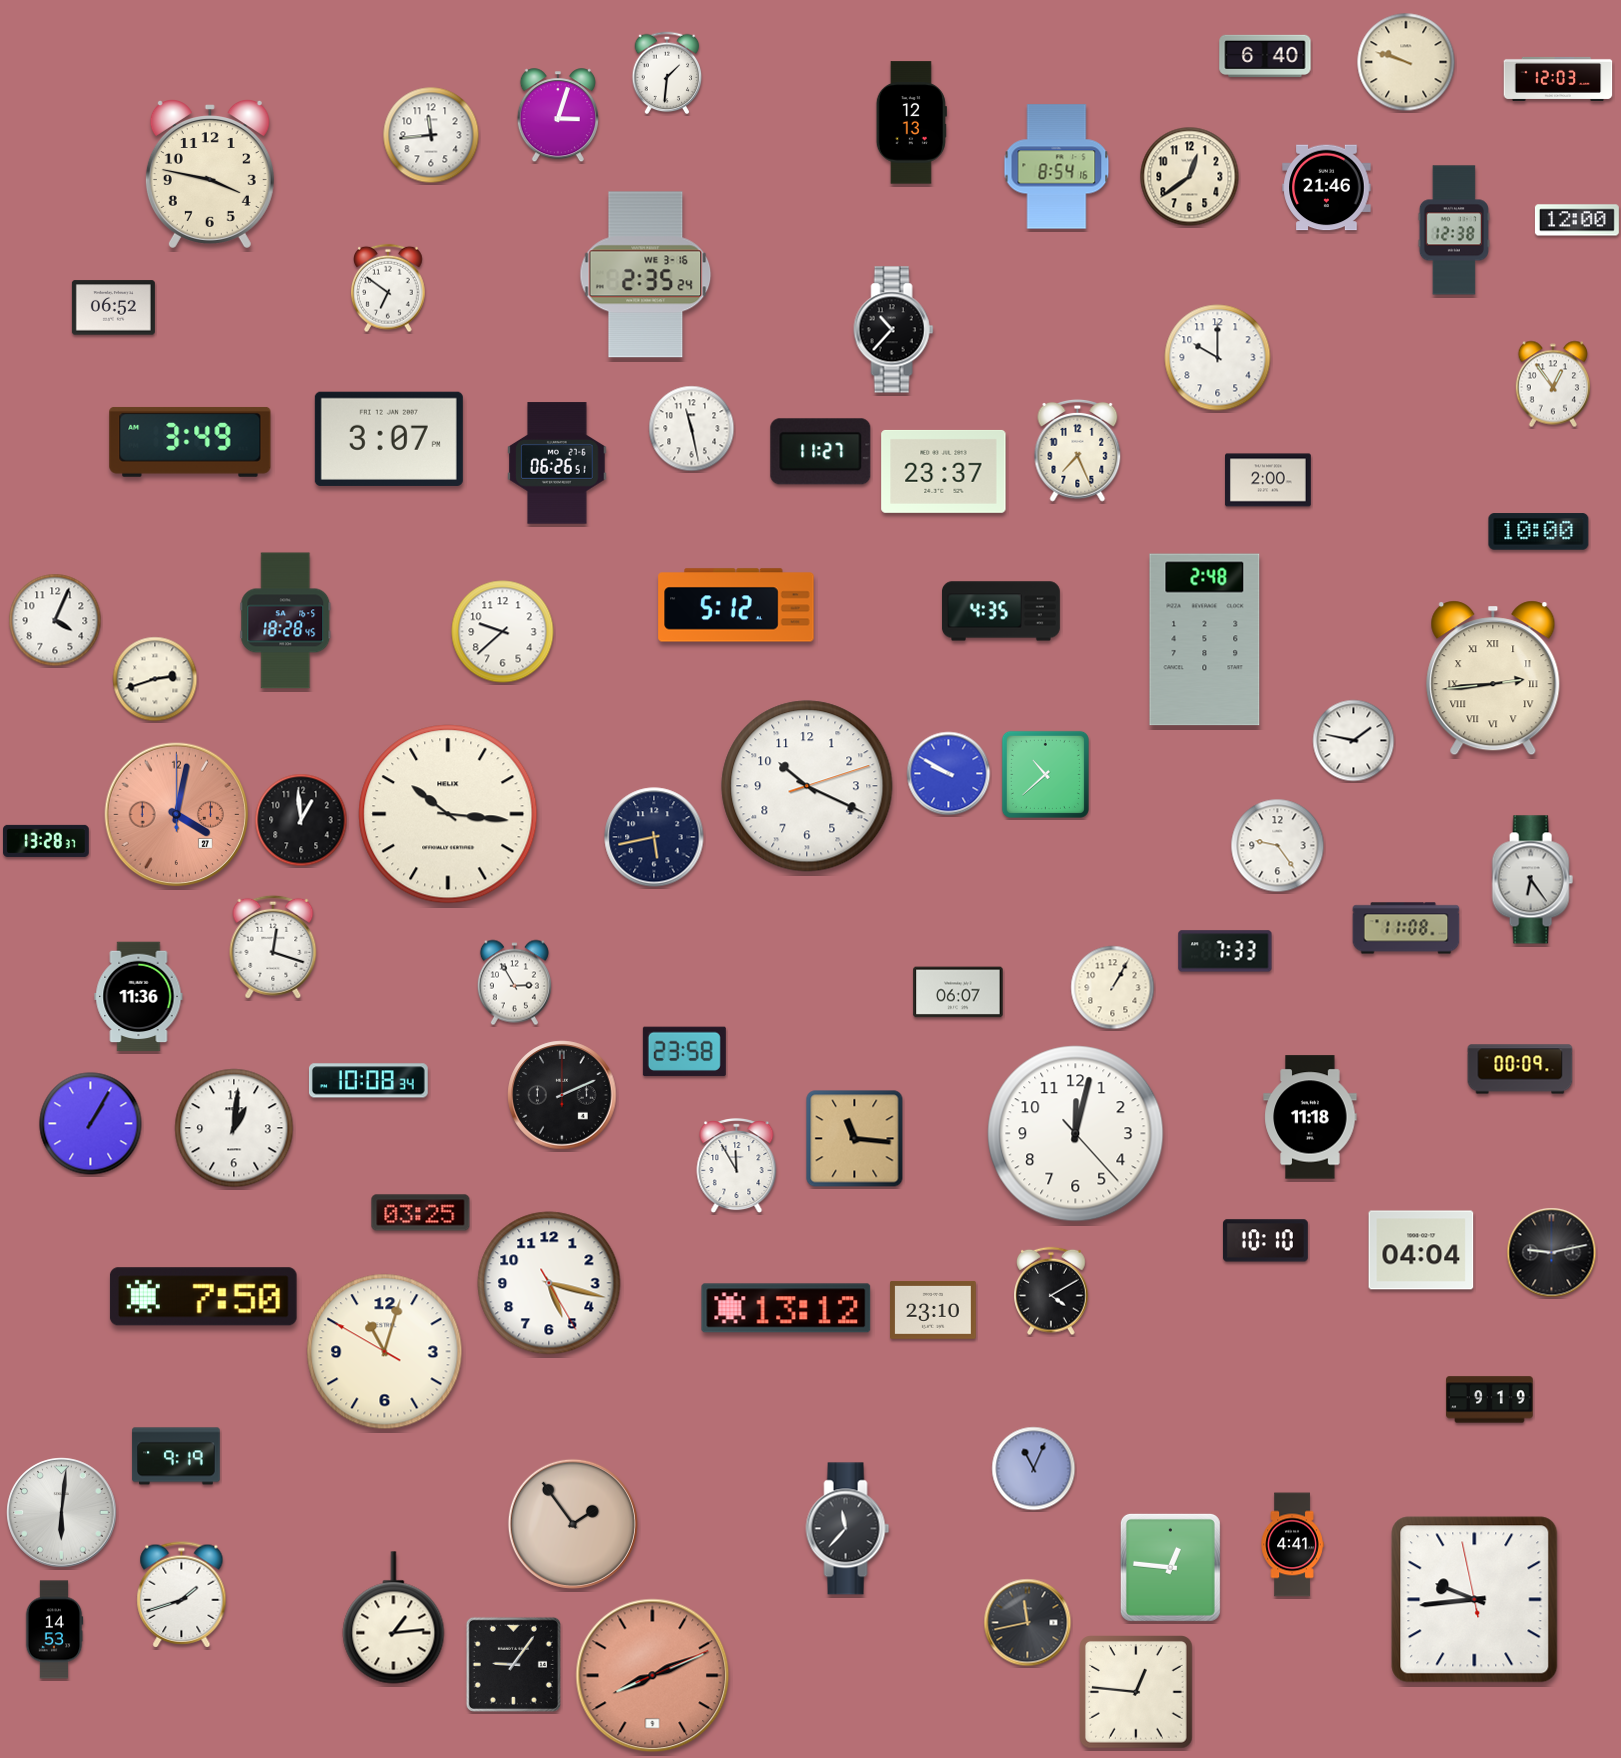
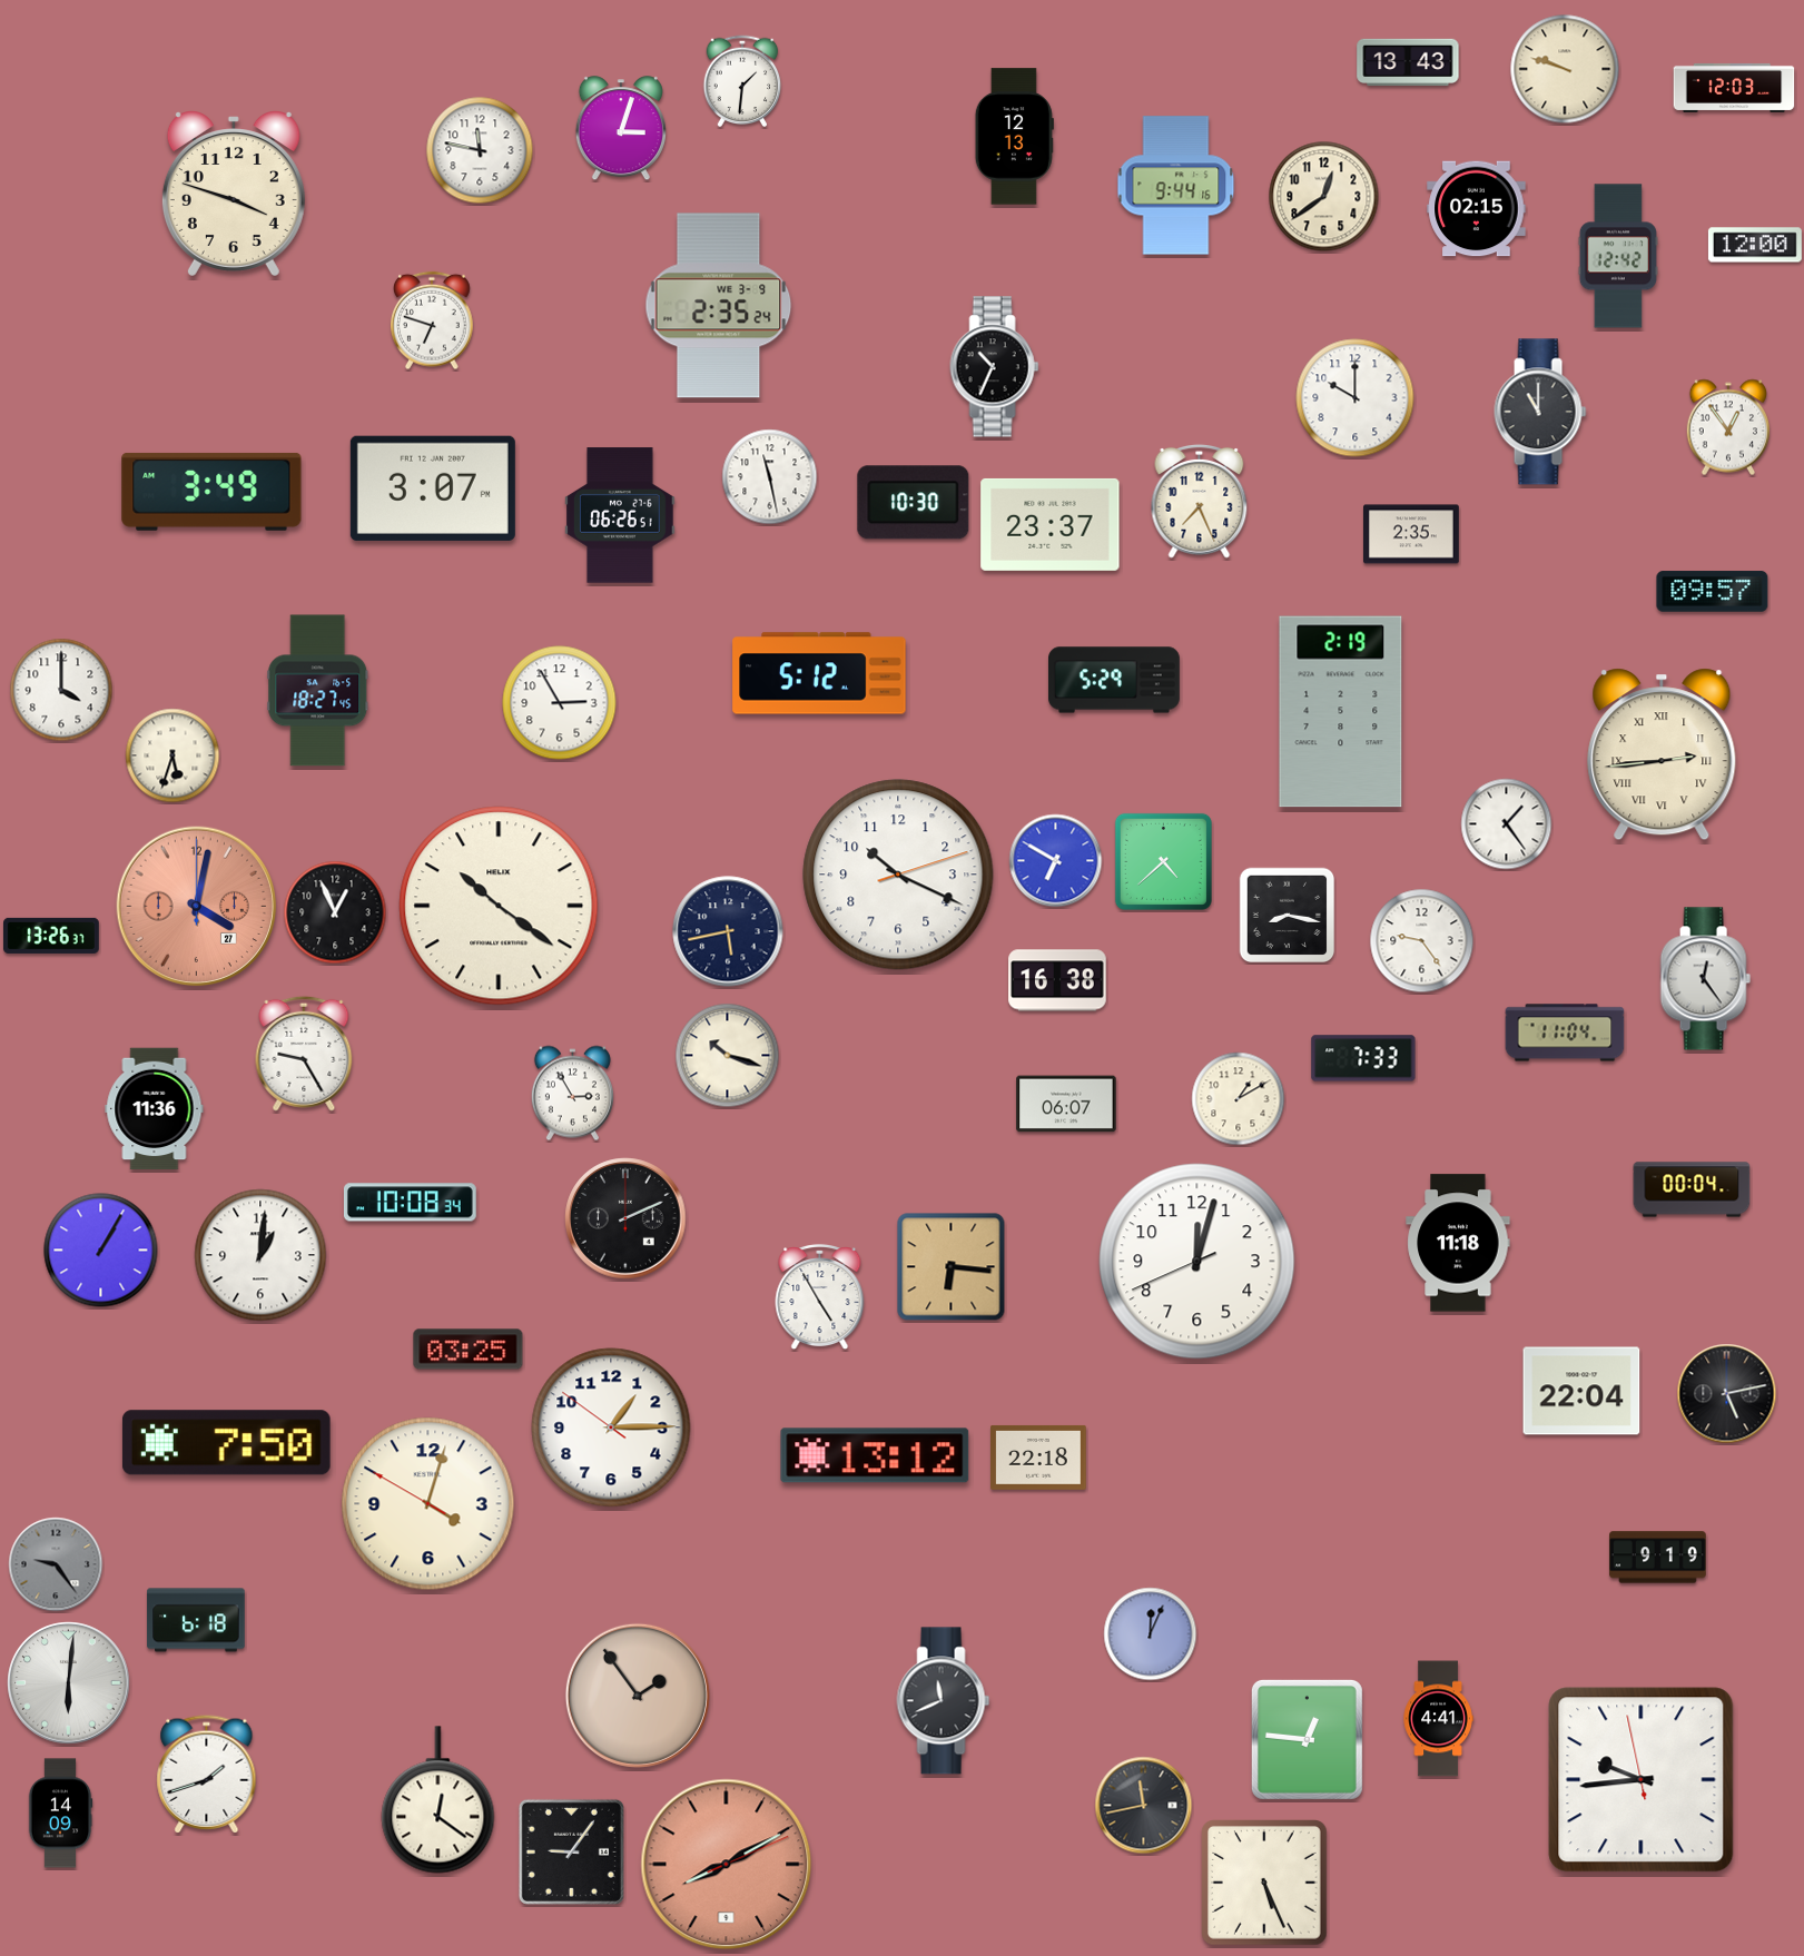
clock at (1265, 56): 6:40 -> 13:43
clock at (431, 135): 11:44 -> 11:47
clock at (1057, 167): 8:54 -> 9:44
clock at (210, 174): 3:47 -> 3:48
clock at (1327, 188): 21:46 -> 02:15
clock at (1454, 230): 12:38 -> 12:42
clock at (646, 275) date: WE 3-16 -> WE 3-9
clock at (389, 288): 6:51 -> 6:48
clock at (113, 308): 06:52 -> none
clock at (894, 330): 10:37 -> 10:34
clock at (1540, 412): none -> 11:00
clock at (821, 452): 11:27 -> 10:30
clock at (1269, 480): 2:00 -> 2:35
clock at (1539, 532): 10:00 -> 09:57
clock at (1002, 611): 4:35 -> 5:29
clock at (55, 620): 4:04 -> 4:00
clock at (286, 621): 18:28 -> 18:27
clock at (503, 632): 9:38 -> 2:55
clock at (1205, 640): 2:48 -> 2:19
clock at (155, 679): 2:42 -> 5:33
clock at (1354, 741): 1:47 -> 1:24
clock at (949, 774): 9:50 -> 6:50
clock at (1045, 774): 10:38 -> 4:38
clock at (448, 814): 10:16 -> 10:21
clock at (301, 820): 12:59 -> 12:56
clock at (1288, 916): none -> 8:17
clock at (47, 841): 13:28 -> 13:26
clock at (1532, 880): 6:24 -> 12:24
clock at (1057, 980): none -> 16:38
clock at (1406, 928): 11:08 -> 11:04
clock at (273, 947): 12:18 -> 9:25
clock at (728, 1056): none -> 10:18
clock at (1113, 988): 1:05 -> 1:10
clock at (684, 1052): 23:58 -> none
clock at (1520, 1069): 00:09 -> 00:04
clock at (1076, 1134): 12:02:23 -> 12:02:41
clock at (855, 1139): 11:16 -> 6:16
clock at (737, 1167): 11:55 -> 4:55
clock at (1265, 1241): 10:10 -> none
clock at (1421, 1250): 04:04 -> 22:04
clock at (1552, 1253): 9:13 -> 5:13
clock at (549, 1283): 5:17 -> 1:14
clock at (1052, 1291): 4:10 -> none
clock at (934, 1310): 23:10 -> 22:18
clock at (385, 1352): 11:02 -> 4:02
clock at (56, 1564): none -> 9:24
clock at (176, 1456): 9:19 -> 6:18
clock at (1034, 1469): 11:04 -> 12:04
clock at (848, 1529): 11:37 -> 11:41
clock at (1170, 1567) position: (1170, 1567) -> (1307, 1739)
clock at (182, 1595) position: (182, 1595) -> (207, 1775)
clock at (394, 1618): 1:14 -> 12:21
clock at (54, 1630): 14:53 -> 14:09
clock at (653, 1676): 8:11 -> 8:10
clock at (1136, 1692): 12:46 -> 5:26
